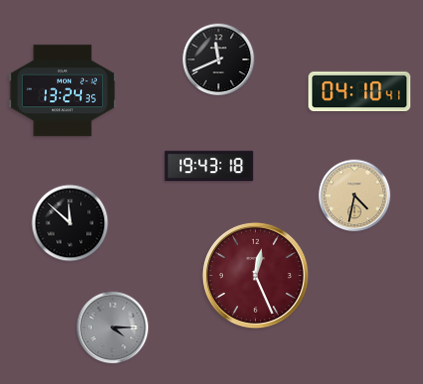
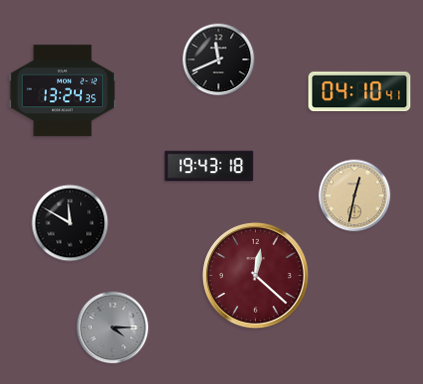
clock at (355, 196): 4:32 -> 12:32
clock at (70, 223): 11:52 -> 11:50
clock at (256, 276): 12:26 -> 12:22
